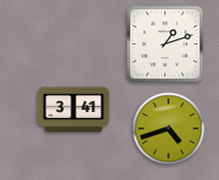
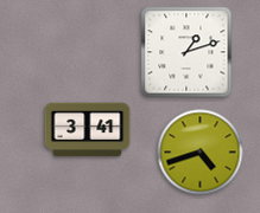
clock at (165, 44) position: (165, 44) -> (186, 52)
